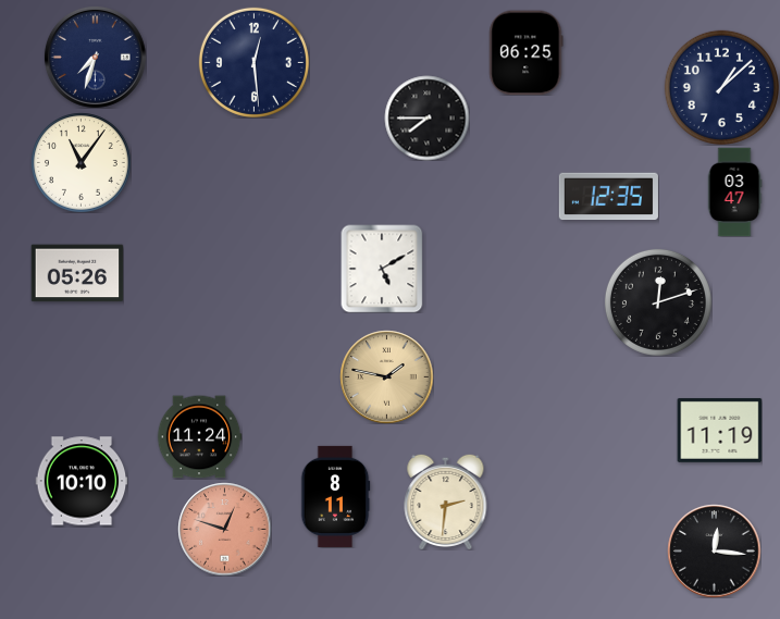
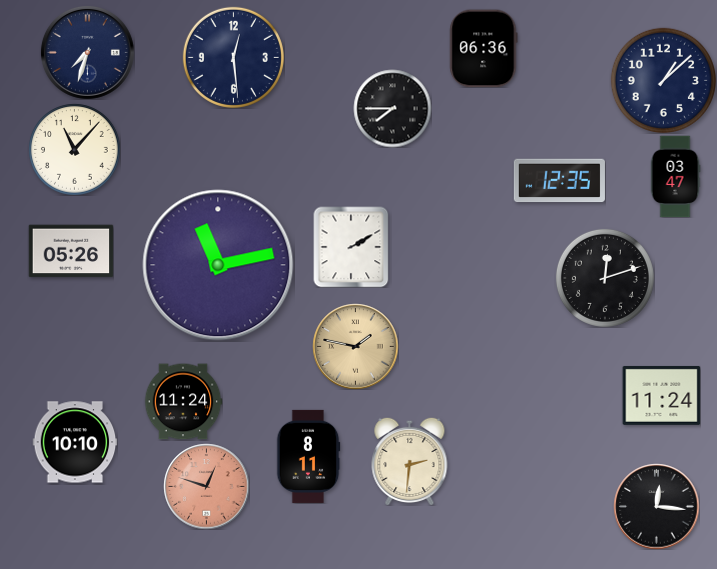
clock at (527, 52): 06:25 -> 06:36
clock at (82, 163): 11:06 -> 11:07
clock at (382, 269): 5:10 -> 2:10
clock at (218, 265): none -> 11:13
clock at (719, 430): 11:19 -> 11:24
